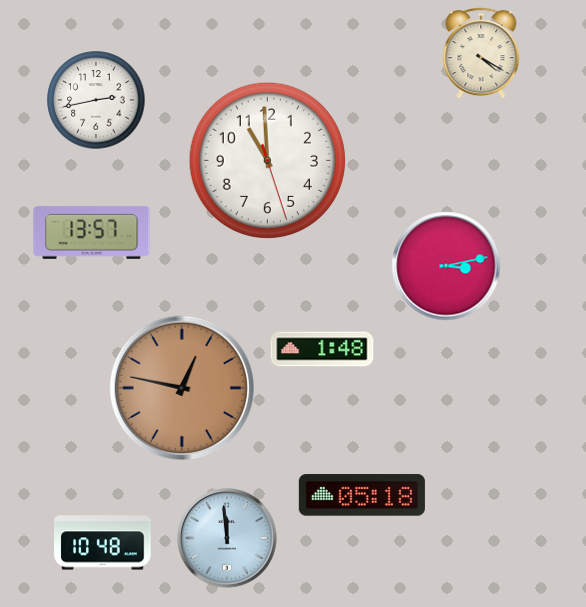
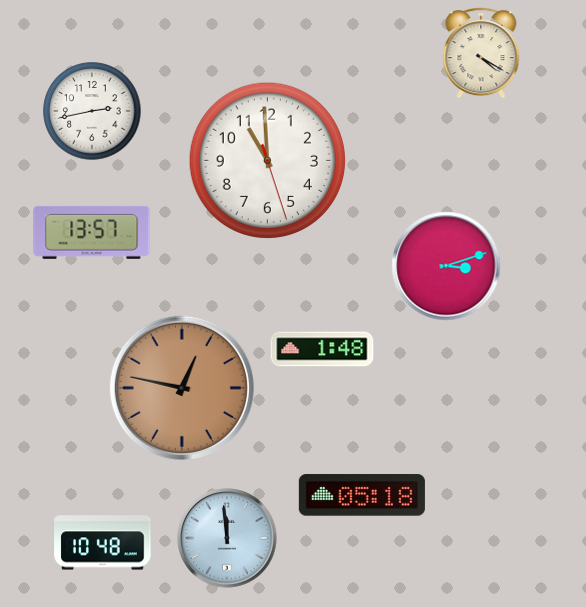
clock at (96, 100) position: (96, 100) -> (92, 111)
clock at (446, 266): 3:13 -> 3:12
